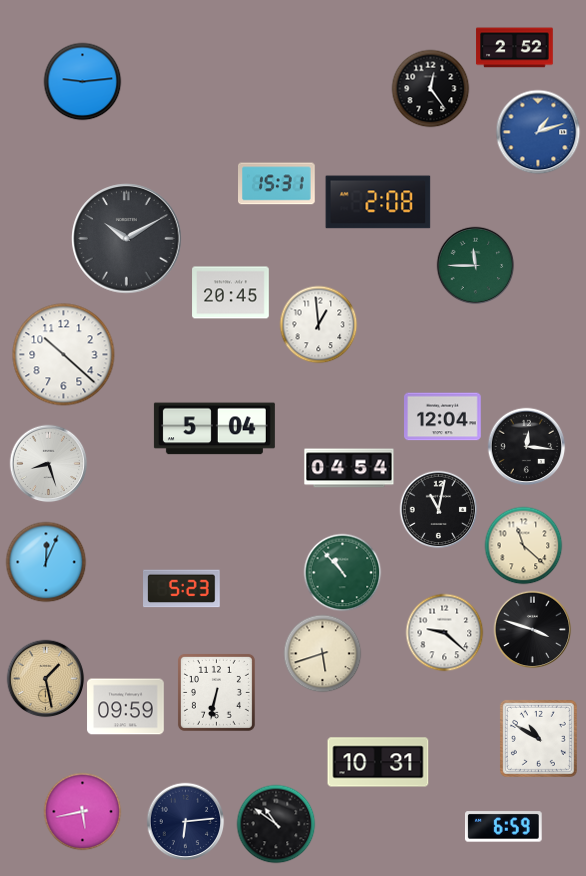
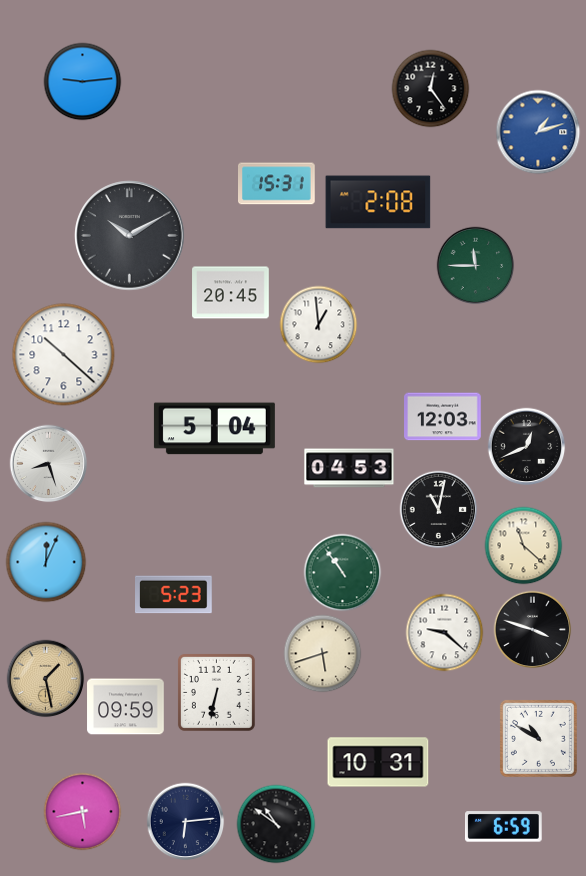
clock at (515, 48): 2:52 -> none
clock at (127, 239) position: (127, 239) -> (130, 236)
clock at (443, 417): 12:04 -> 12:03
clock at (526, 446): 12:16 -> 12:41
clock at (349, 468): 04:54 -> 04:53
clock at (342, 572): 10:53 -> 10:54
clock at (182, 589) position: (182, 589) -> (174, 595)
